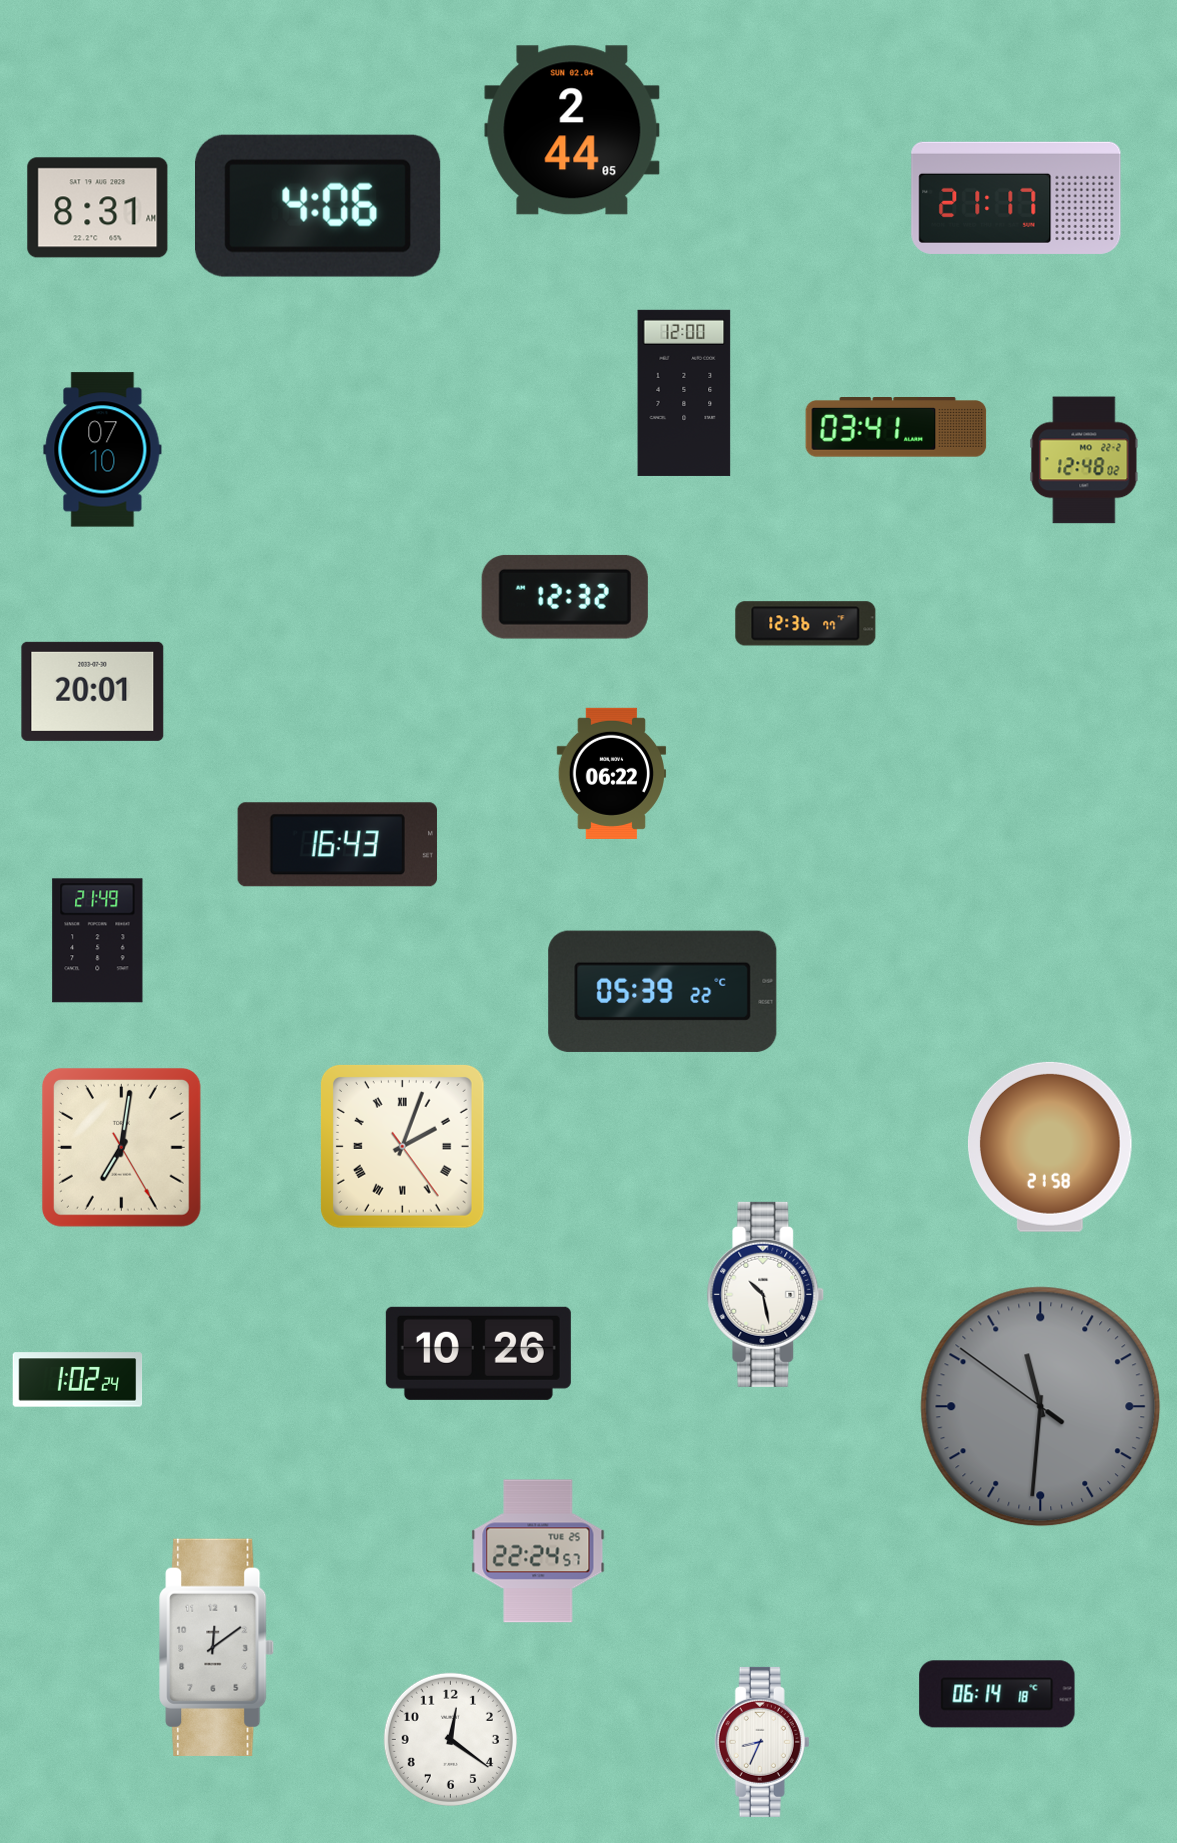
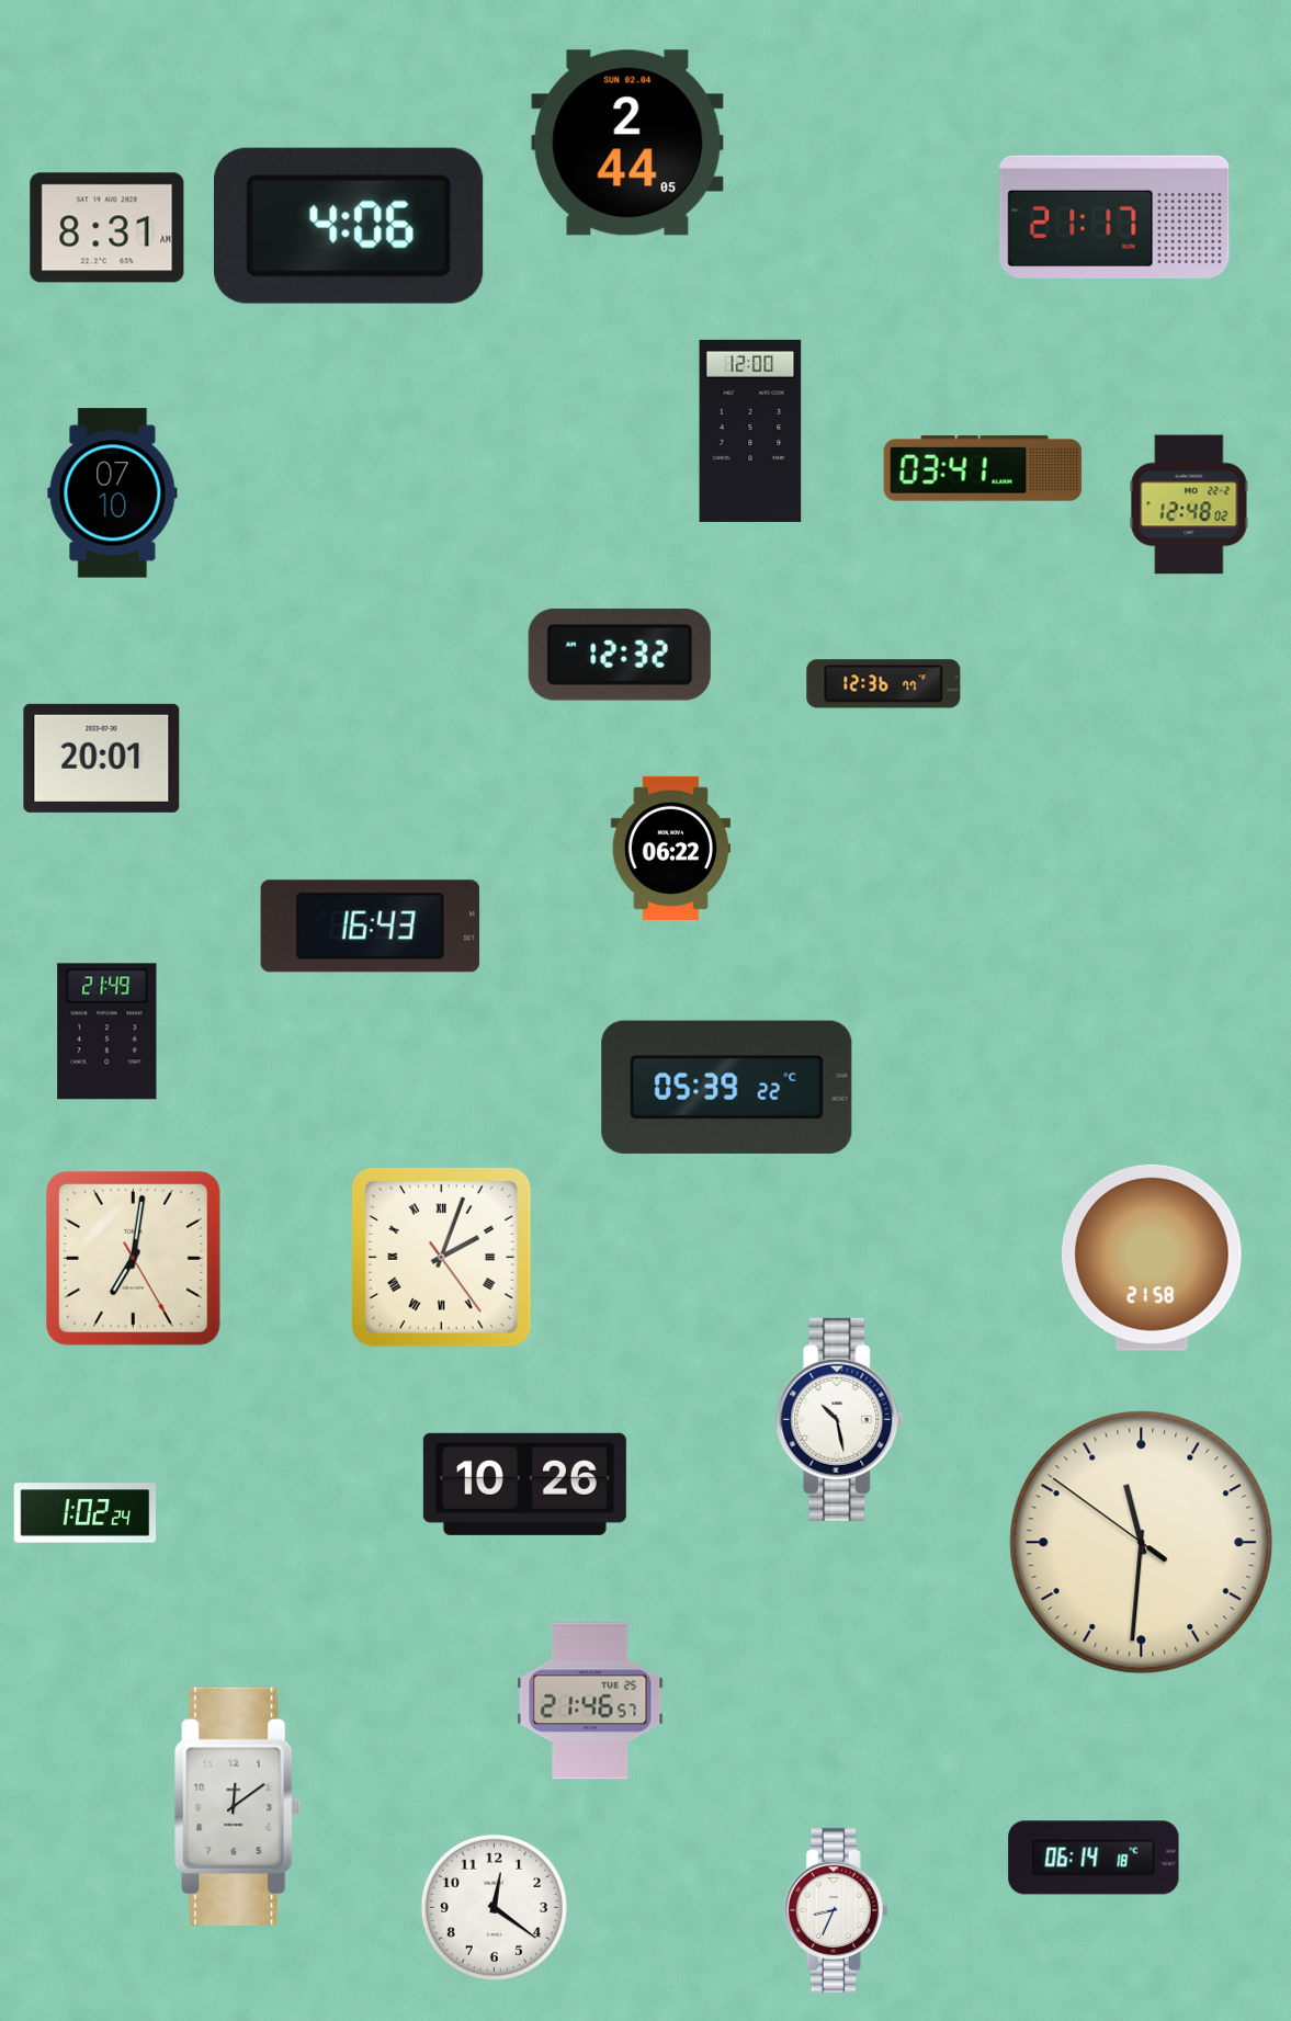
clock at (1041, 1407) dial: grey -> cream
clock at (538, 1551): 22:24 -> 21:46
